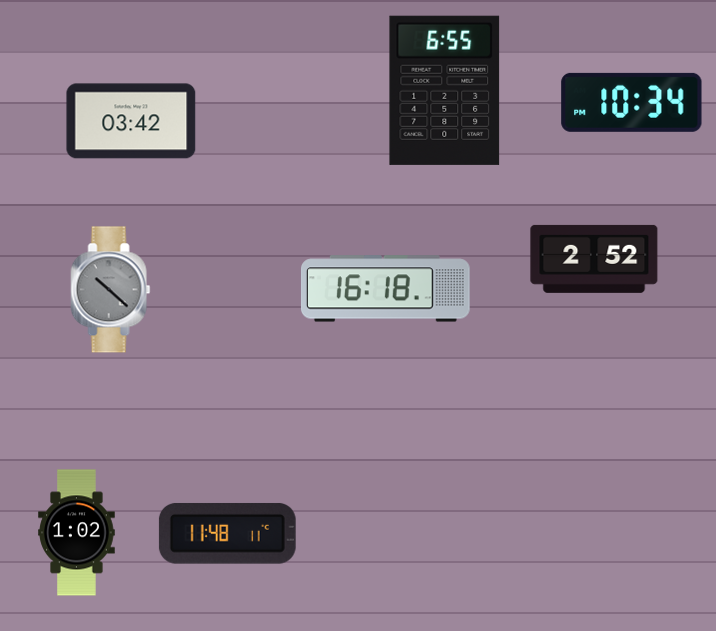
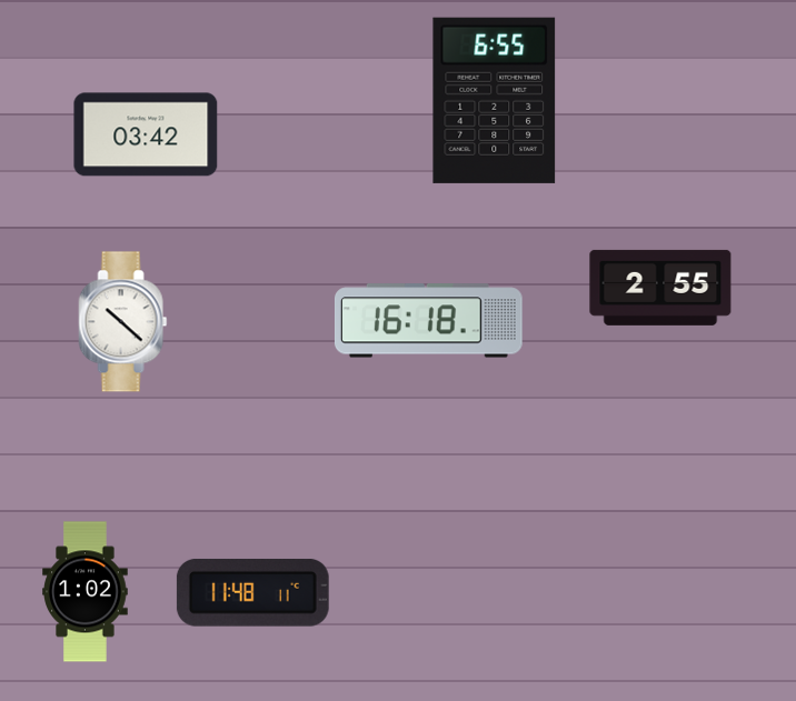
clock at (632, 102): 10:34 -> none
clock at (594, 259): 2:52 -> 2:55
clock at (111, 290) dial: grey -> white
